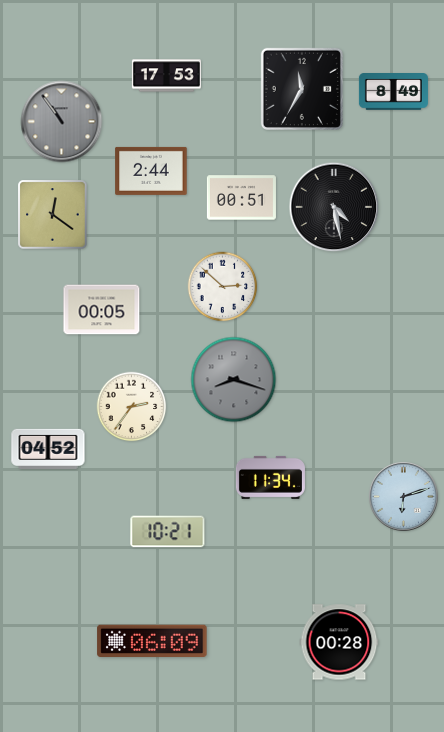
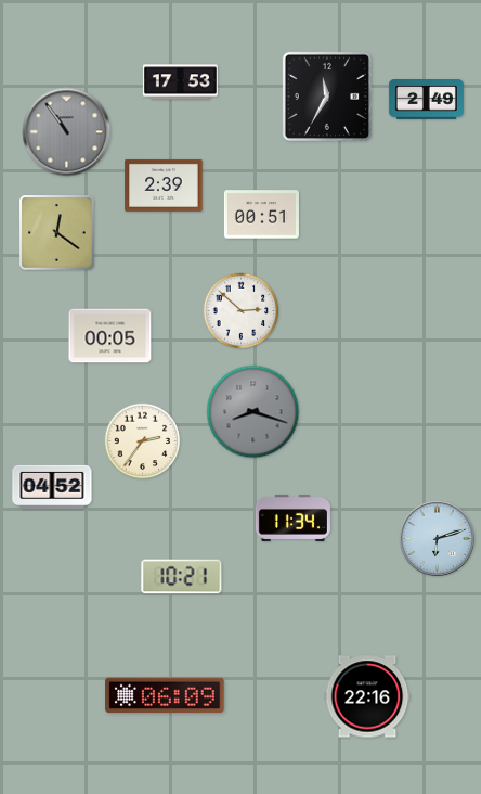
clock at (393, 92): 8:49 -> 2:49
clock at (151, 171): 2:44 -> 2:39
clock at (334, 207): 4:28 -> none
clock at (339, 642): 00:28 -> 22:16
